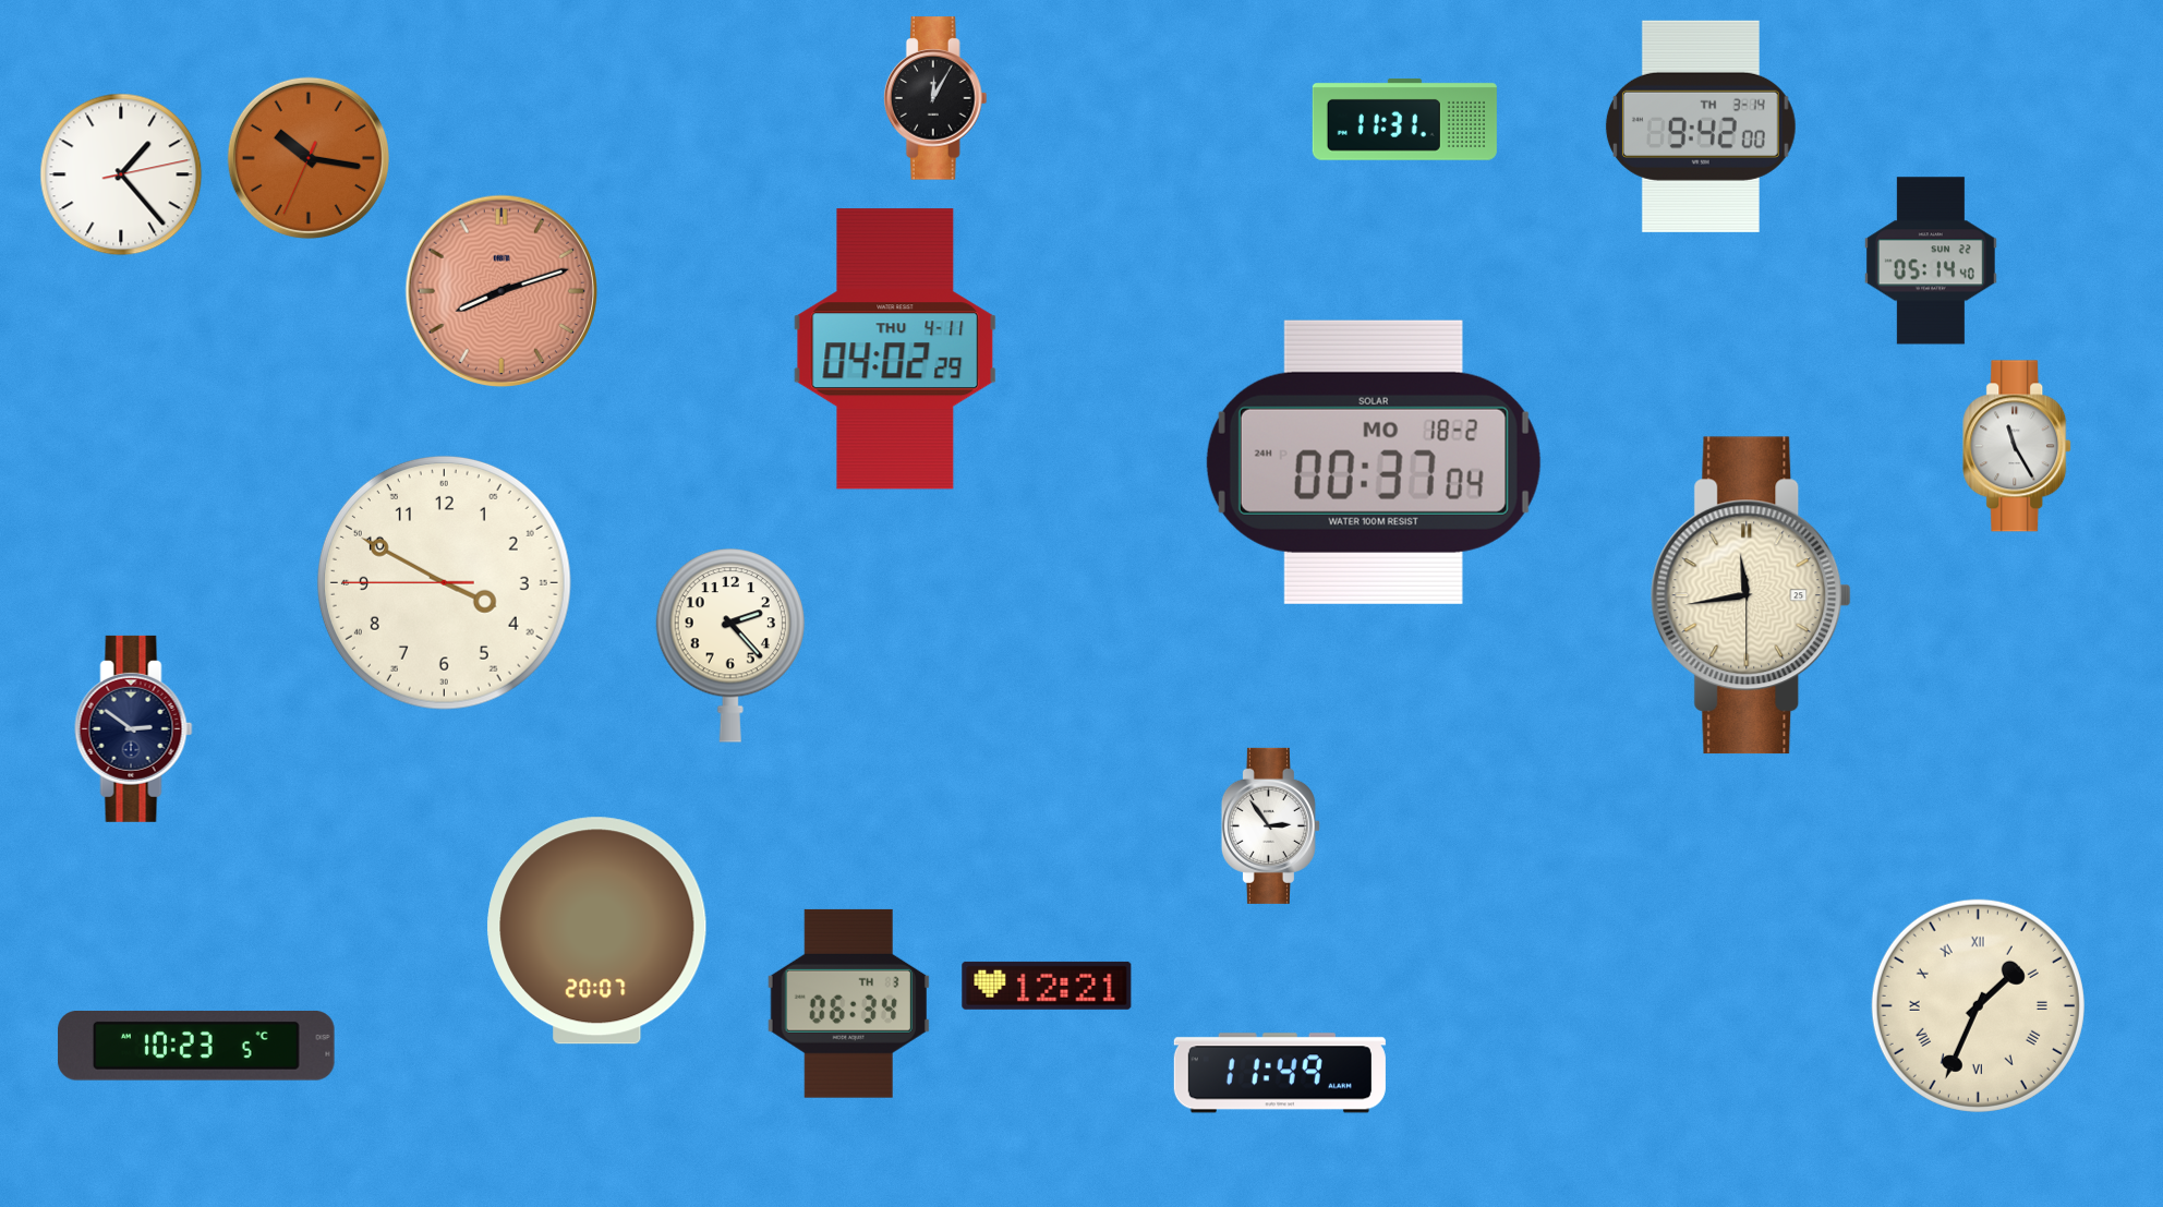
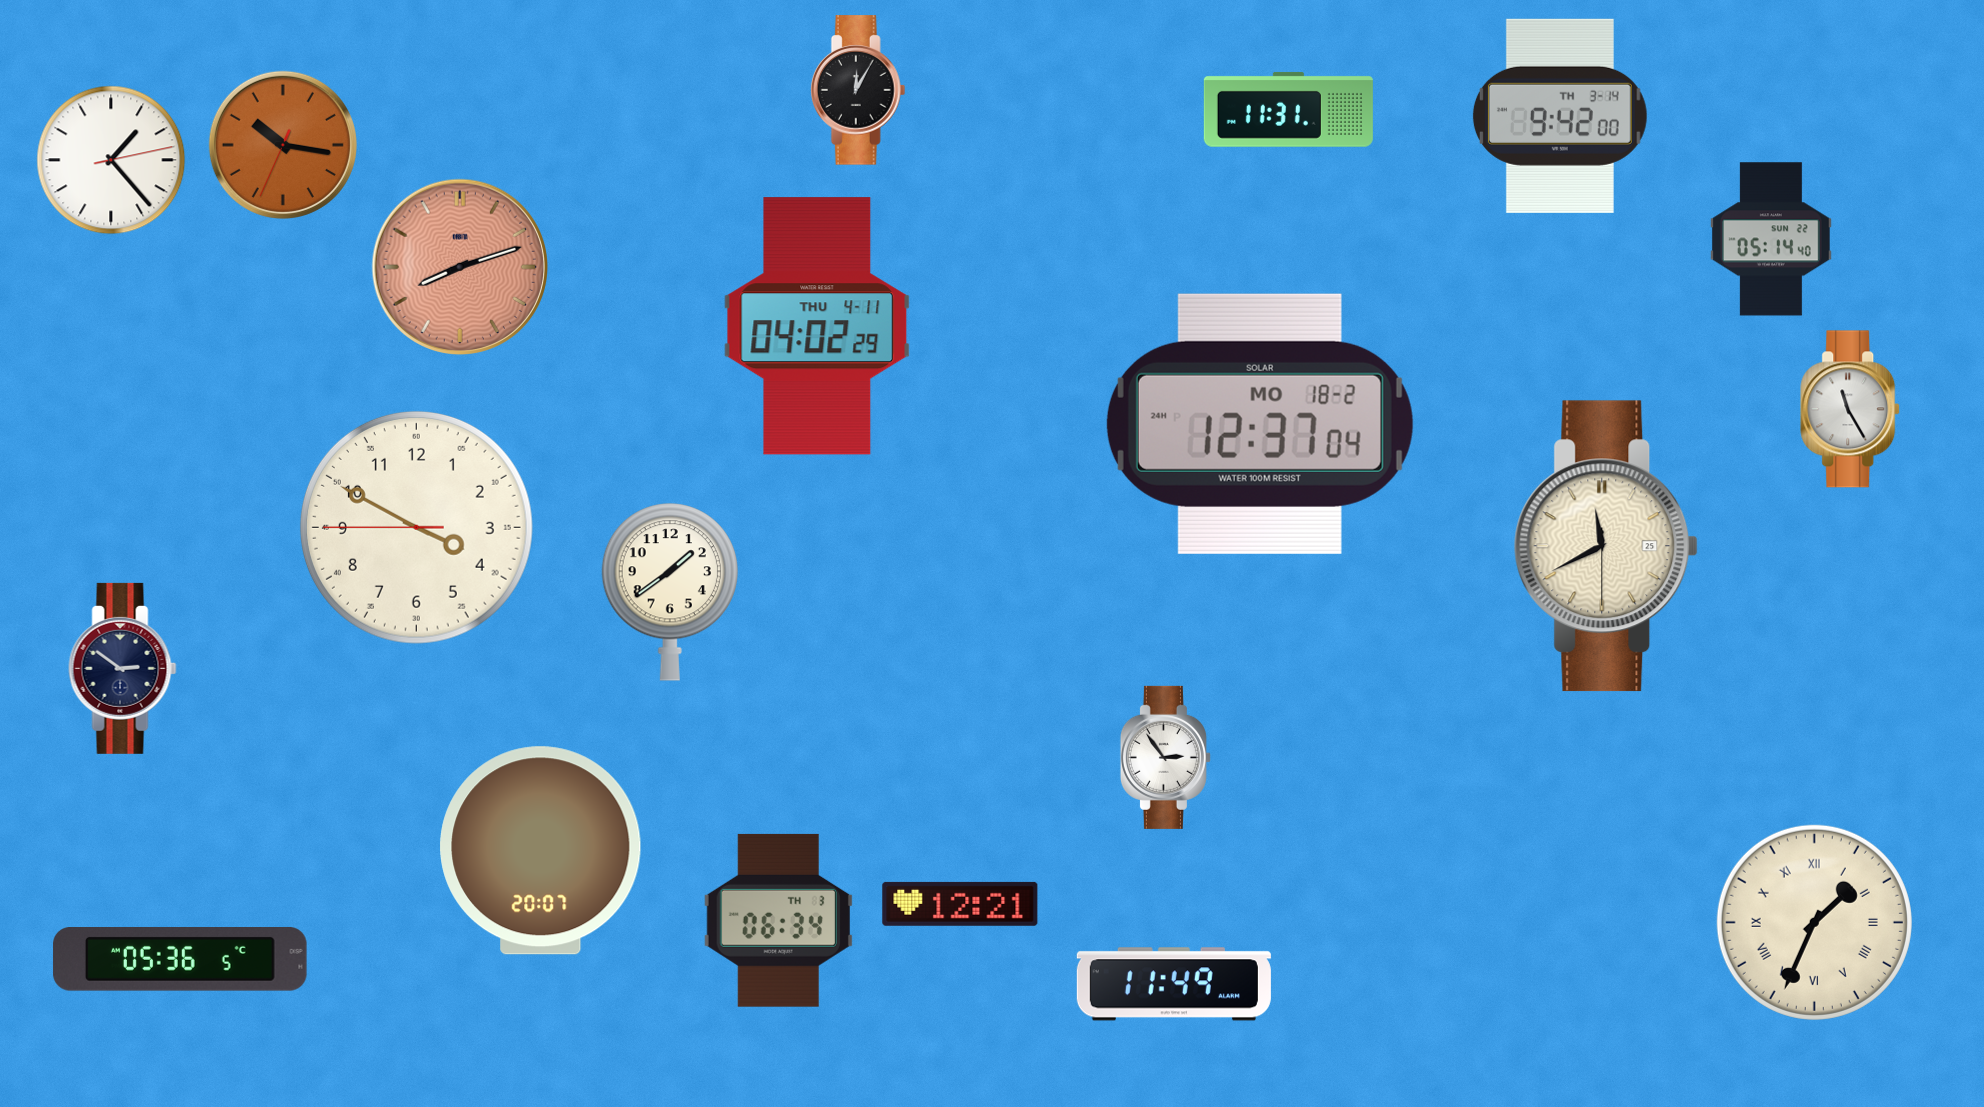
clock at (895, 349) position: (895, 349) -> (817, 326)
clock at (1374, 462): 00:37 -> 12:37
clock at (444, 582) position: (444, 582) -> (416, 527)
clock at (1751, 595): 11:43 -> 11:40
clock at (730, 645): 2:23 -> 1:39
clock at (597, 931) position: (597, 931) -> (541, 851)
clock at (196, 1047): 10:23 -> 05:36
